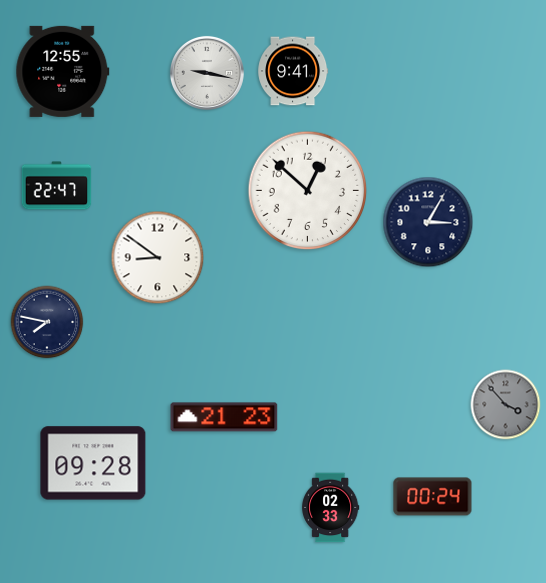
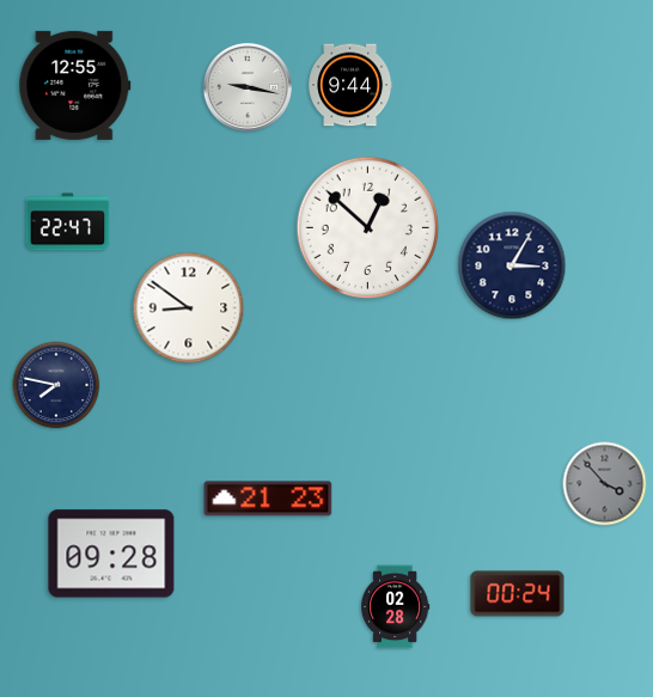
clock at (293, 71): 9:41 -> 9:44
clock at (330, 508): 02:33 -> 02:28
